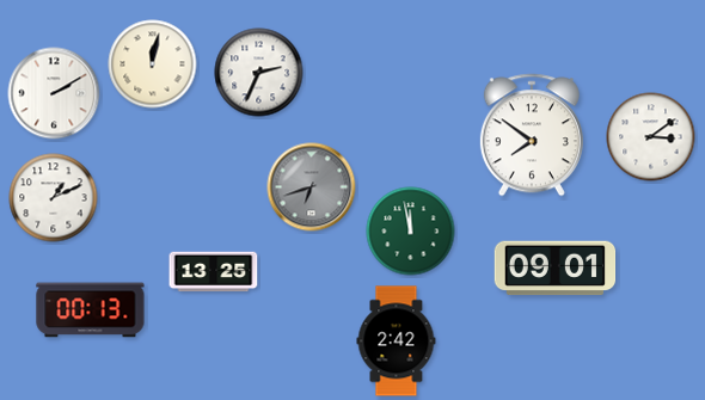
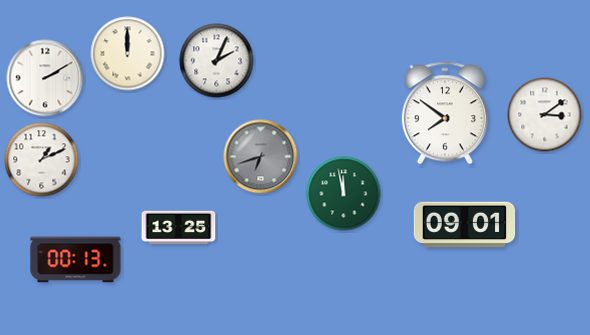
clock at (153, 64): 12:02 -> 12:00
clock at (259, 73): 2:34 -> 2:04
clock at (54, 198) position: (54, 198) -> (42, 160)
clock at (397, 341): 2:42 -> none
